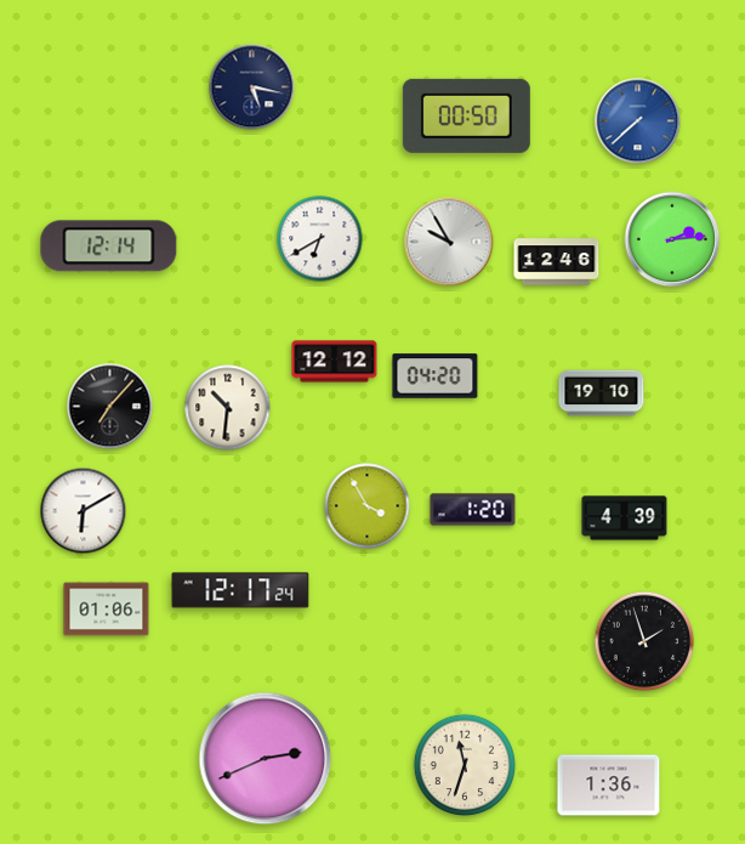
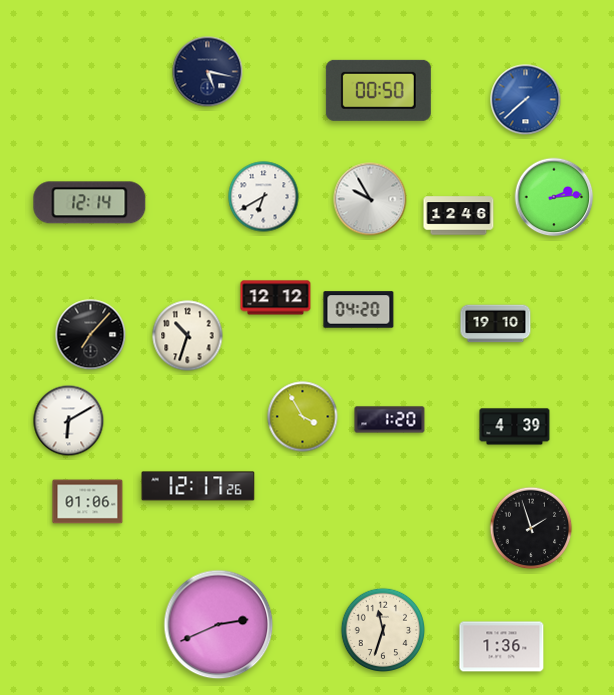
clock at (466, 115) position: (466, 115) -> (378, 90)
clock at (228, 408): 10:31 -> 10:33
clock at (240, 590): 12:17:24 -> 12:17:26
